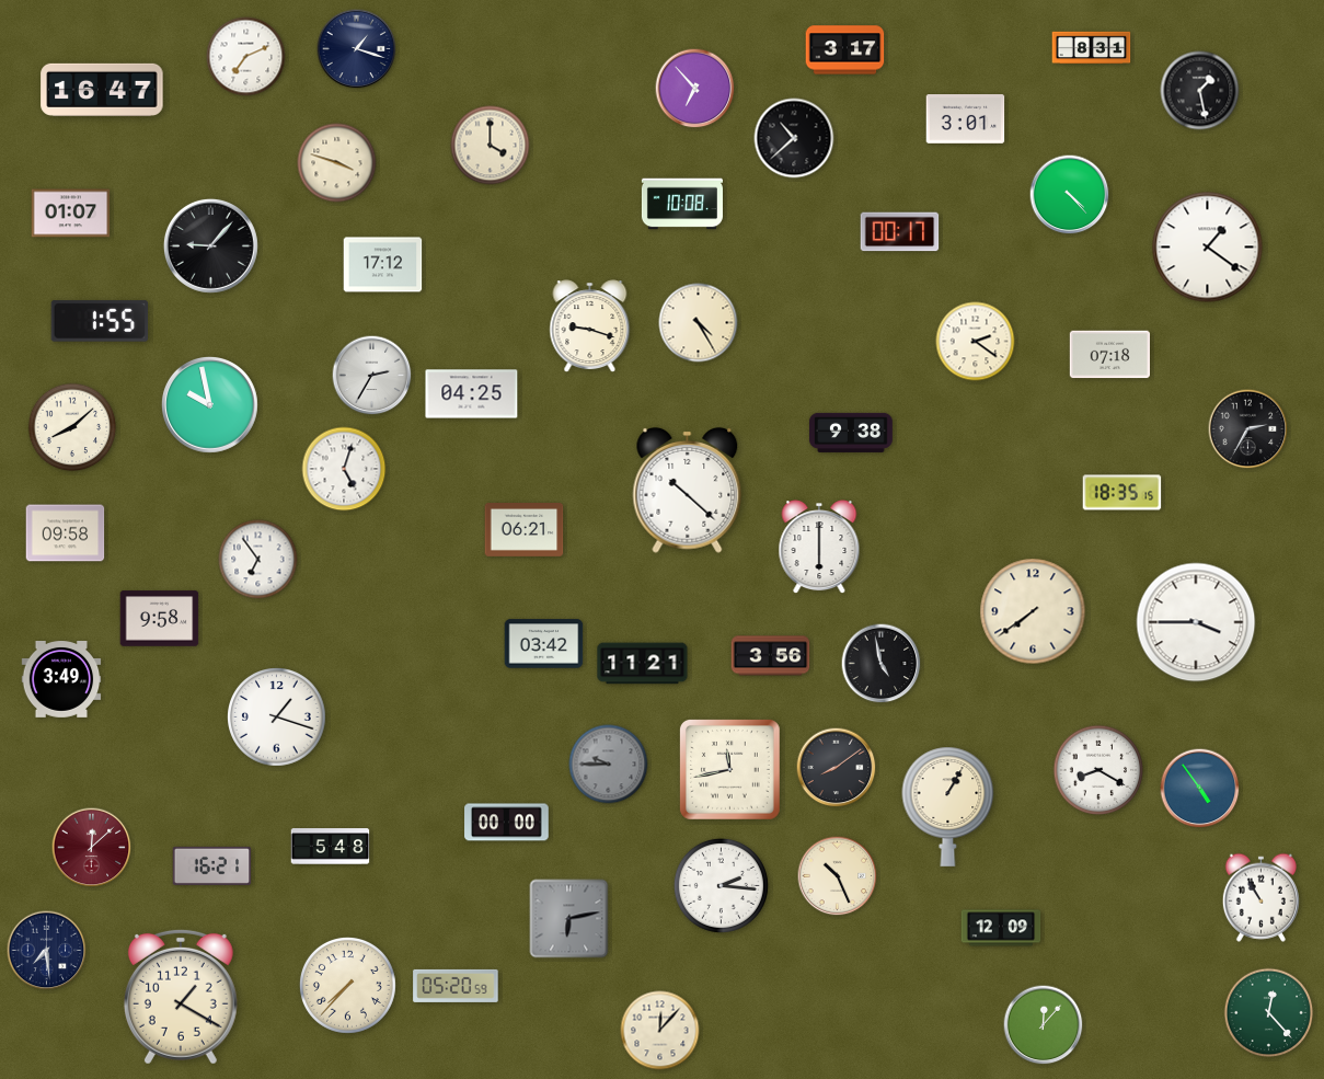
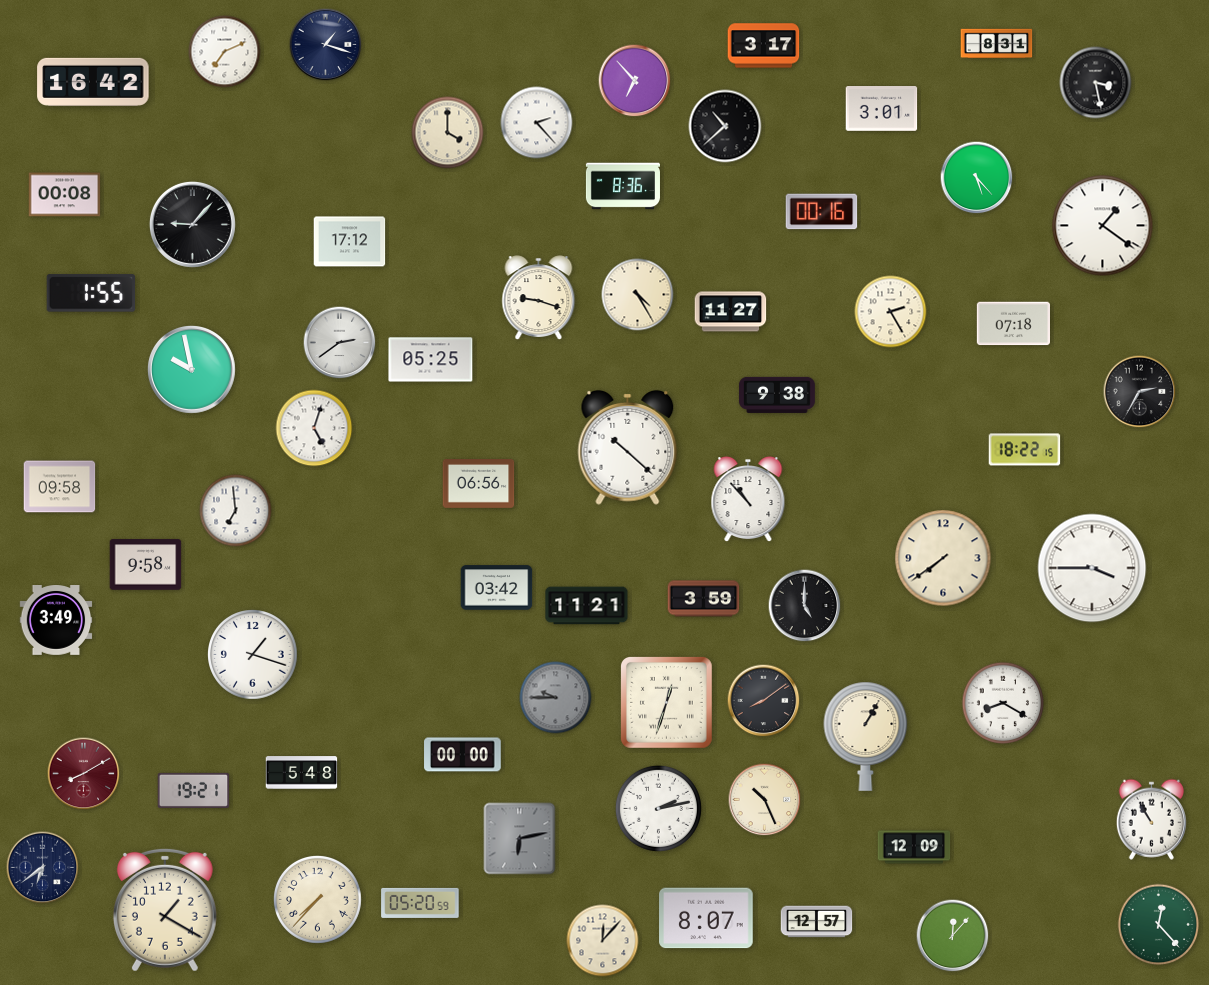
clock at (845, 50) position: (845, 50) -> (764, 46)
clock at (102, 90): 16:47 -> 16:42
clock at (1200, 91): 1:28 -> 3:28
clock at (537, 123): none -> 2:23
clock at (337, 163): 3:48 -> none
clock at (1070, 195): 4:23 -> 5:23
clock at (682, 204): 10:08 -> 8:36
clock at (71, 214): 01:07 -> 00:08
clock at (900, 232): 00:17 -> 00:16
clock at (731, 312): none -> 11:27
clock at (976, 342): 2:21 -> 2:25
clock at (372, 376): 2:35 -> 2:39
clock at (472, 394): 04:25 -> 05:25
clock at (72, 427): 8:08 -> none
clock at (1122, 493): 18:35 -> 18:22
clock at (525, 530): 06:21 -> 06:56
clock at (819, 548): 6:00 -> 10:53
clock at (258, 560): 6:54 -> 6:59
clock at (771, 656): 3:56 -> 3:59
clock at (882, 664): 4:58 -> 5:00
clock at (730, 770): 11:43 -> 12:33
clock at (1200, 789): 4:54 -> none
clock at (507, 823) position: (507, 823) -> (463, 755)
clock at (92, 848): 12:08 -> 8:10
clock at (212, 865): 16:21 -> 19:21
clock at (721, 885): 2:16 -> 2:13
clock at (47, 951): 7:29 -> 6:39
clock at (456, 986) position: (456, 986) -> (420, 903)
clock at (706, 918): none -> 8:07
clock at (817, 922): none -> 12:57
